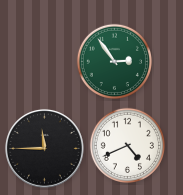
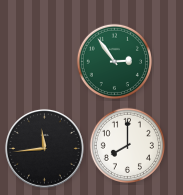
clock at (127, 145): 4:41 -> 8:00
clock at (44, 148): 11:45 -> 11:44
